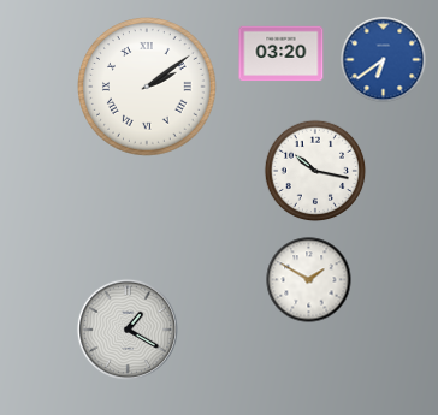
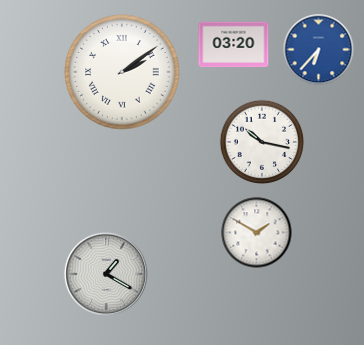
clock at (384, 60): 6:39 -> 6:37
